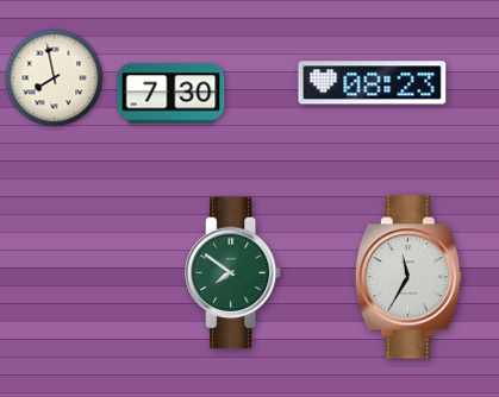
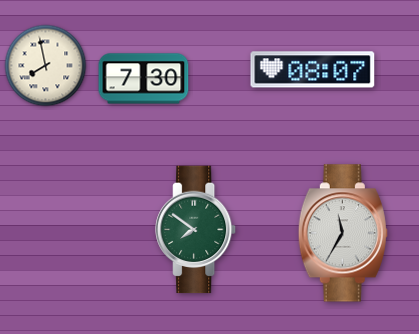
clock at (373, 83): 08:23 -> 08:07
